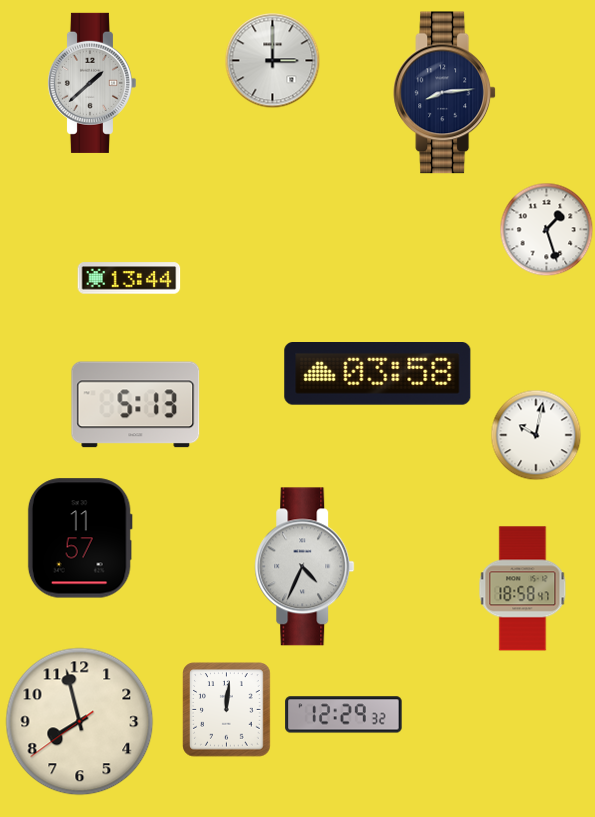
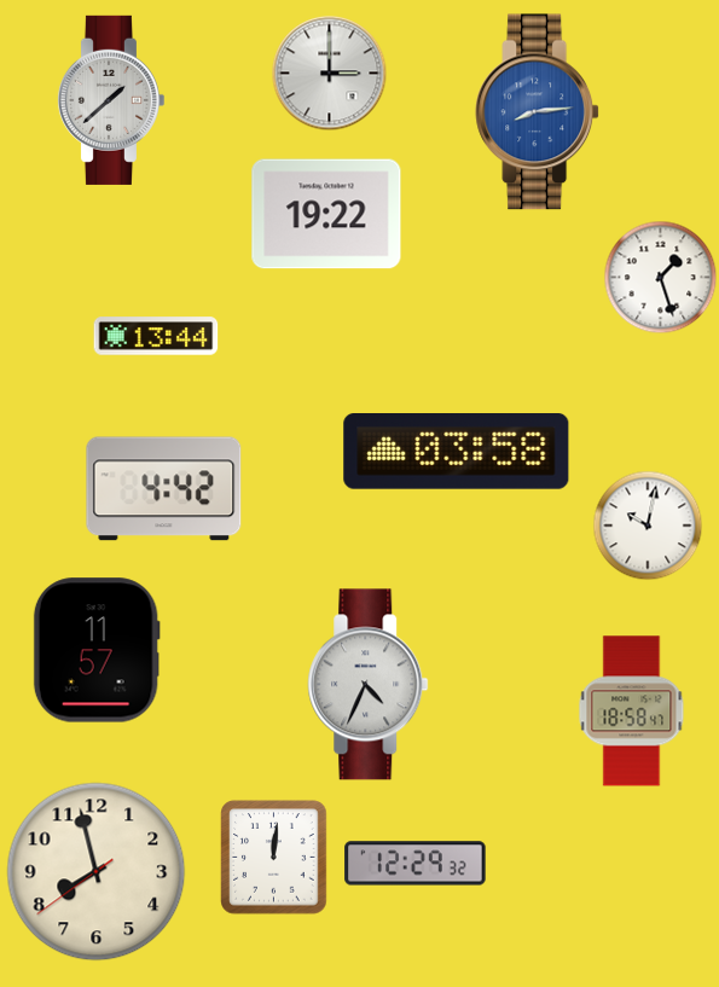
clock at (445, 93) dial: navy -> blue
clock at (326, 214): none -> 19:22
clock at (136, 405): 5:13 -> 4:42
